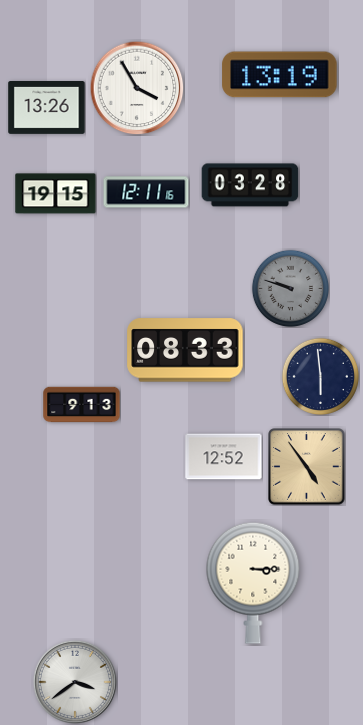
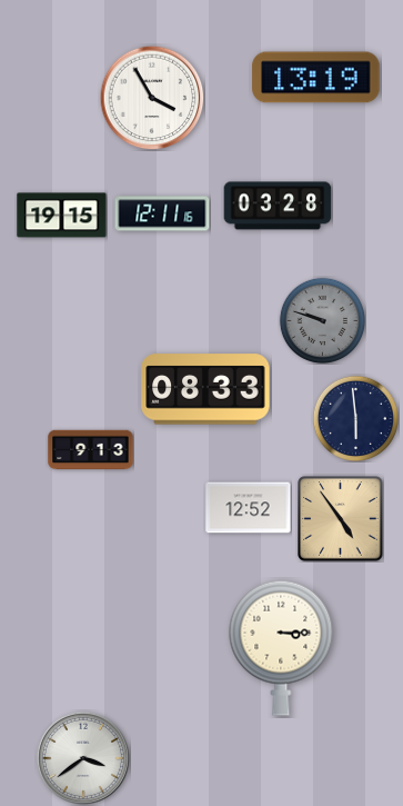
clock at (280, 75) position: (280, 75) -> (316, 78)
clock at (47, 108): 13:26 -> none
